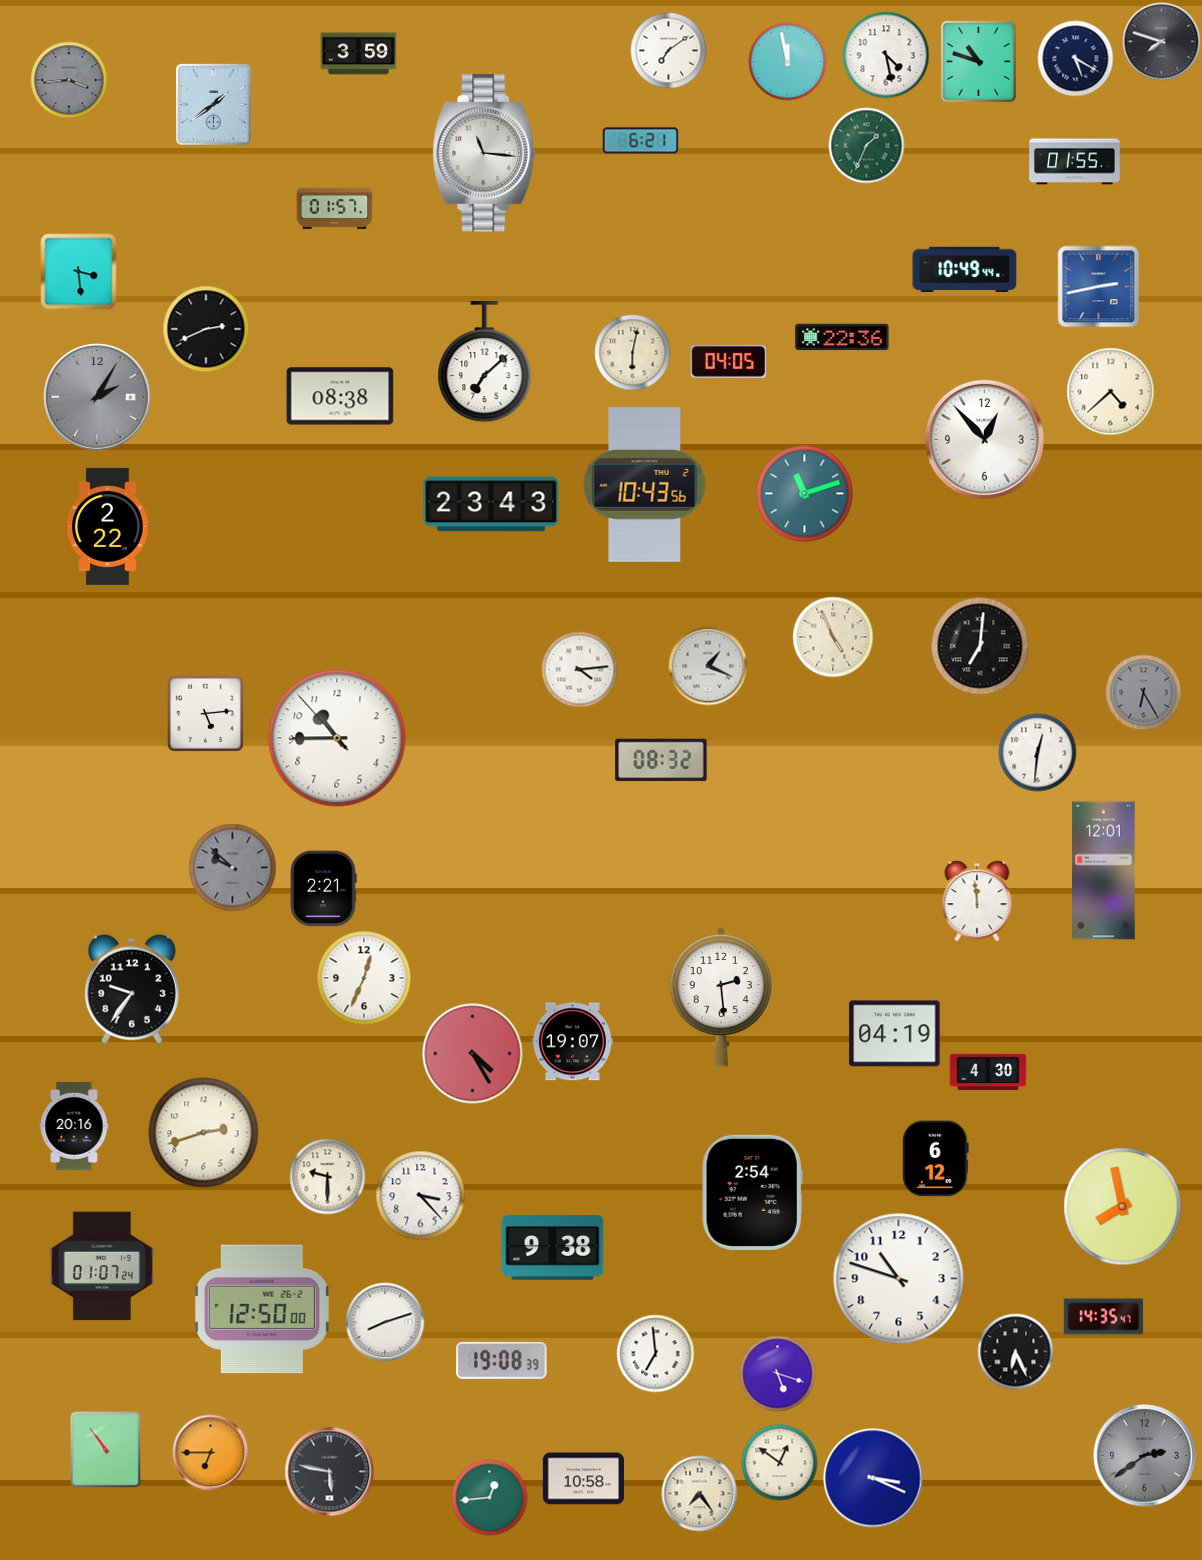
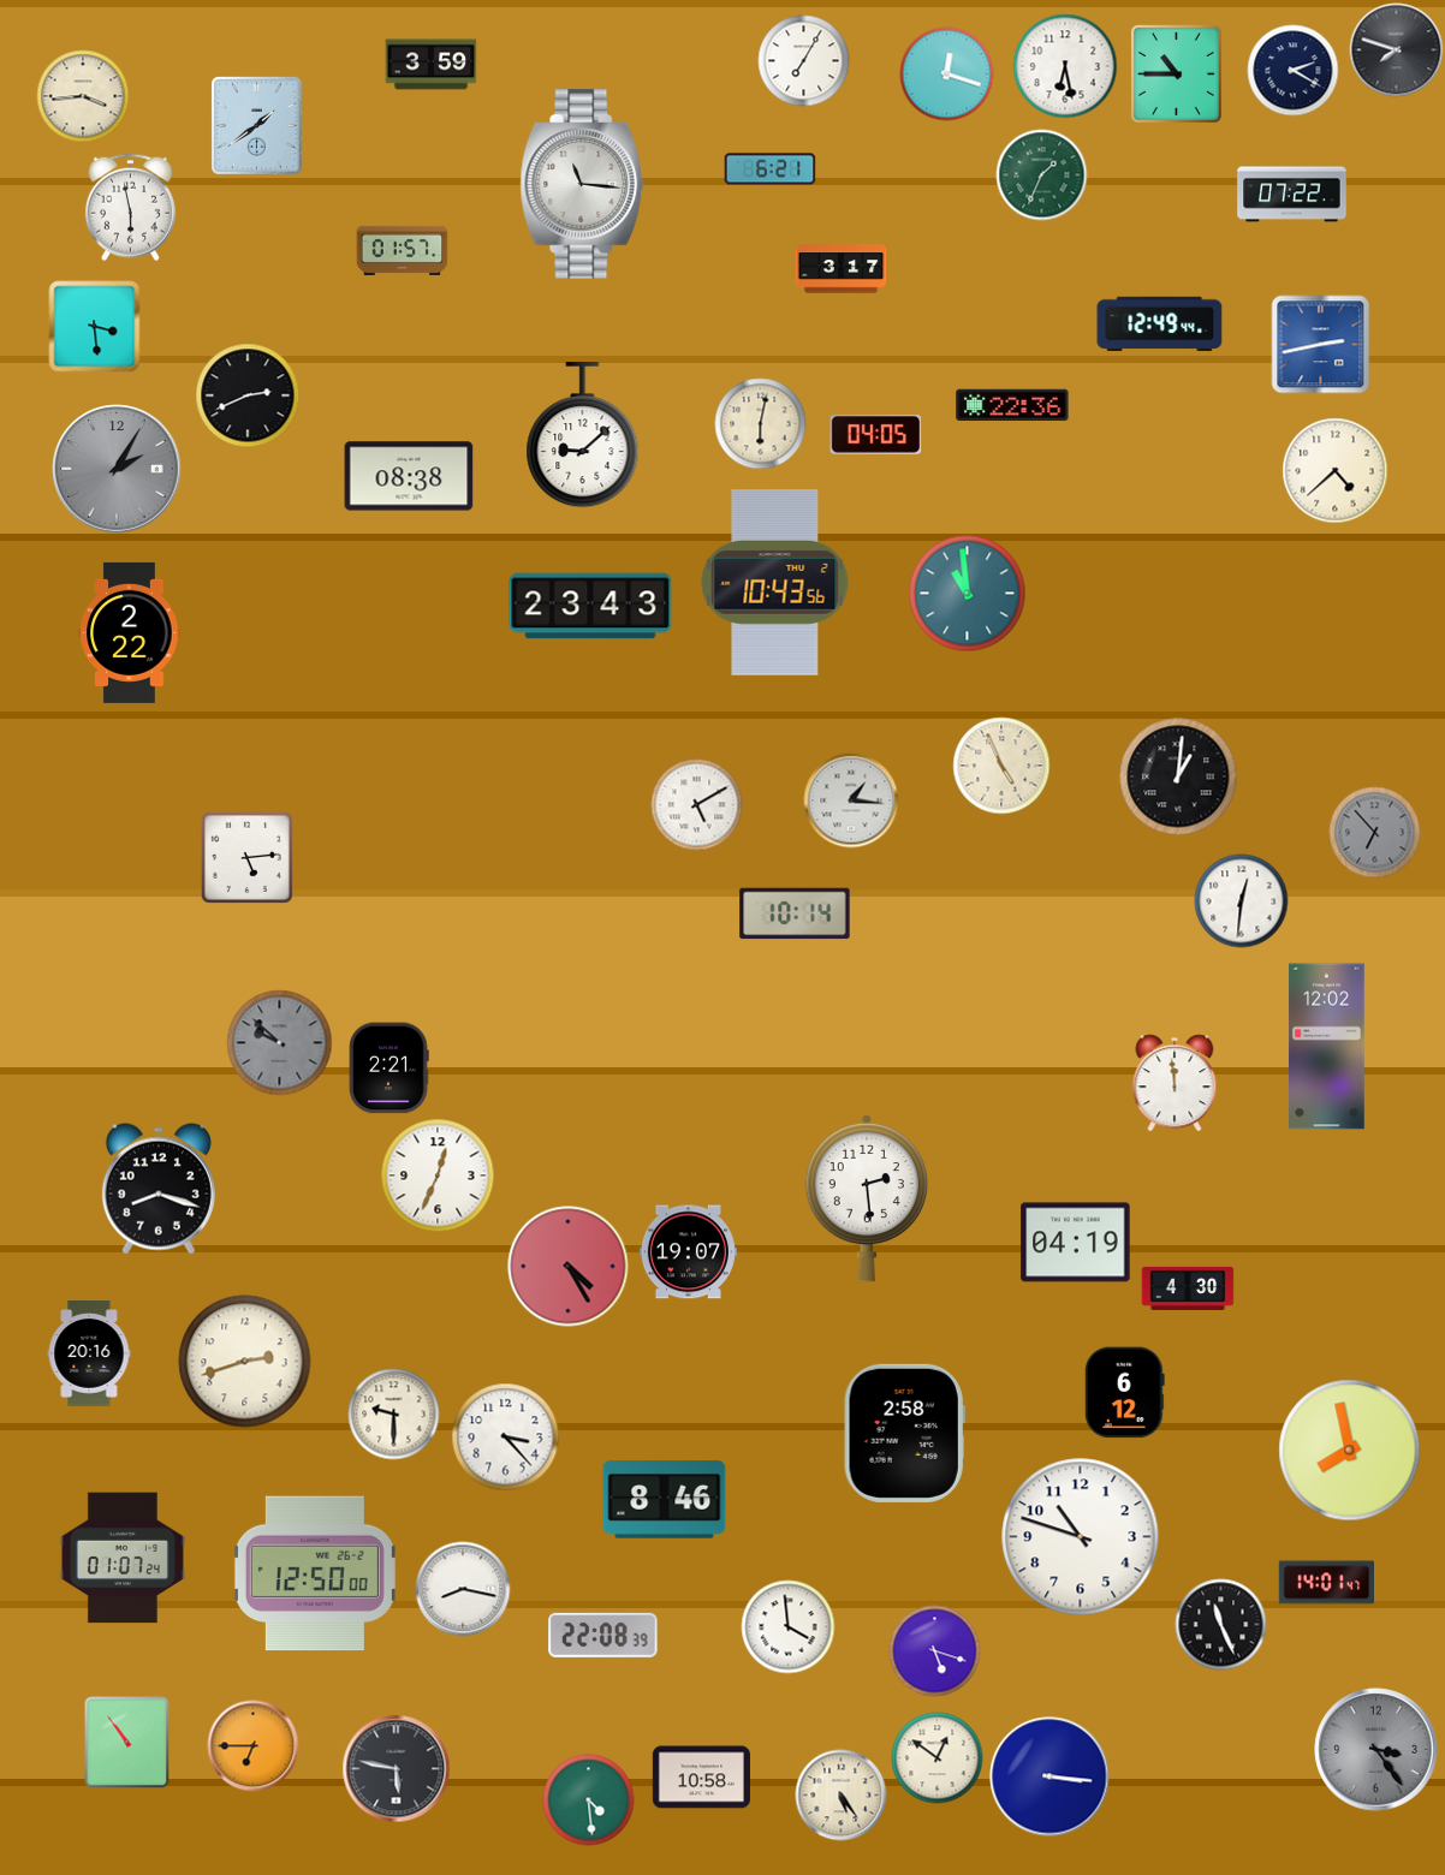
clock at (669, 51): 7:09 -> 7:05
clock at (886, 55): 4:28 -> 6:28
clock at (1076, 59): 5:20 -> 2:20
clock at (978, 61): 10:48 -> 10:45
clock at (788, 62): 11:58 -> 12:18
clock at (69, 80) dial: grey -> cream
clock at (1075, 162): 01:55 -> 07:22
clock at (130, 208): none -> 5:58
clock at (842, 269): none -> 3:17
clock at (965, 270): 10:49 -> 12:49
clock at (485, 363): 7:08 -> 9:08
clock at (97, 397) position: (97, 397) -> (117, 469)
clock at (984, 439): 12:53 -> none
clock at (805, 494): 11:12 -> 10:59
clock at (980, 646): 7:01 -> 1:01
clock at (708, 666): 1:19 -> 1:16
clock at (580, 670): 4:14 -> 5:10
clock at (1144, 693): 6:25 -> 6:53
clock at (337, 738): 10:44 -> none
clock at (1038, 753) position: (1038, 753) -> (1242, 901)
clock at (661, 760): 08:32 -> 10:14
clock at (1104, 871): 12:01 -> 12:02
clock at (132, 989): 9:36 -> 8:18
clock at (752, 1192): 2:54 -> 2:58
clock at (553, 1248): 9:38 -> 8:46
clock at (102, 1266) position: (102, 1266) -> (123, 1558)
clock at (1103, 1317): 14:35 -> 14:01
clock at (385, 1322): 8:12 -> 8:17
clock at (1016, 1352): 6:26 -> 11:26
clock at (656, 1354): 6:59 -> 3:59
clock at (502, 1360): 19:08 -> 22:08
clock at (1145, 1456): 2:39 -> 3:24
clock at (873, 1478): 3:19 -> 3:16
clock at (700, 1494): 7:24 -> 5:24
clock at (490, 1498): 12:44 -> 4:29
